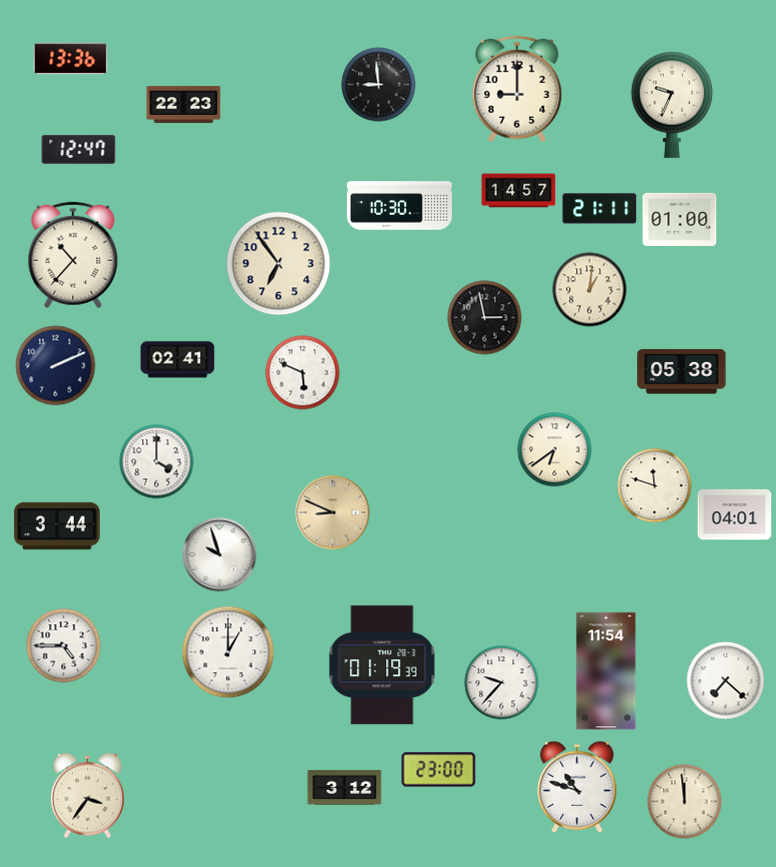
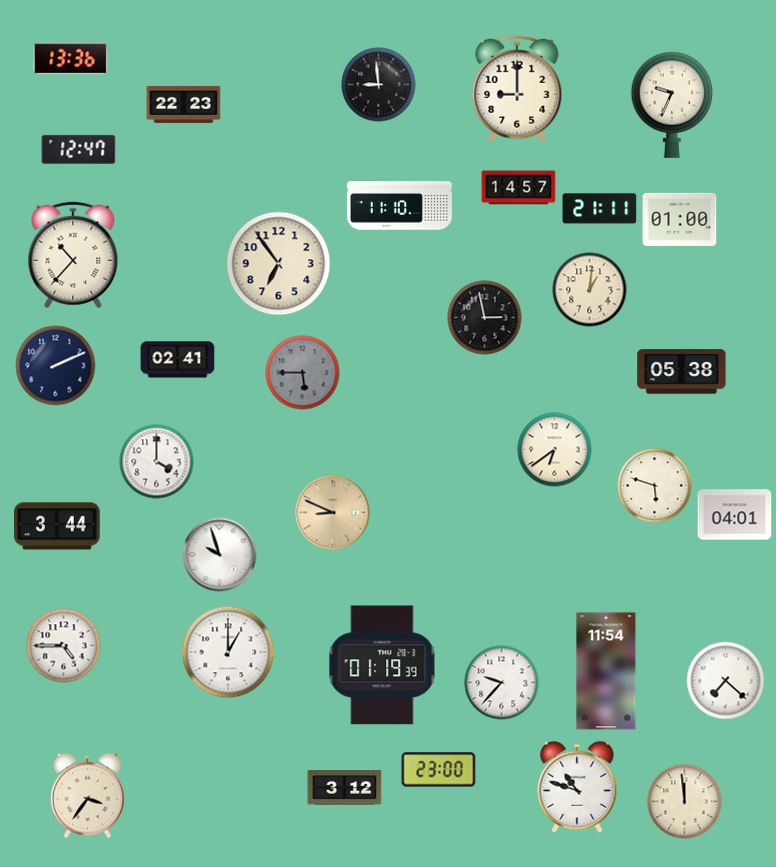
clock at (519, 191) position: (519, 191) -> (519, 188)
clock at (399, 206): 10:30 -> 11:10
clock at (303, 373): 5:49 -> 5:45
clock at (303, 373) dial: white -> grey
clock at (655, 486): 11:48 -> 5:48
